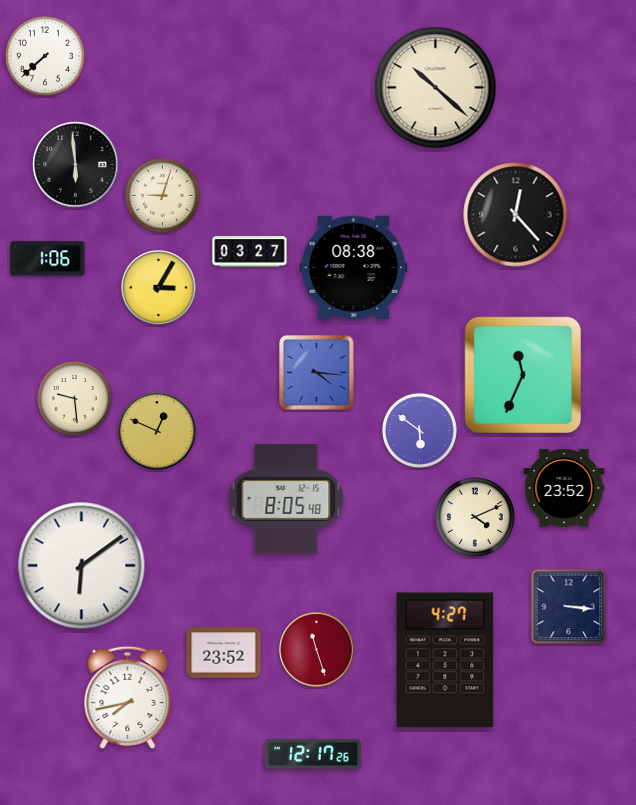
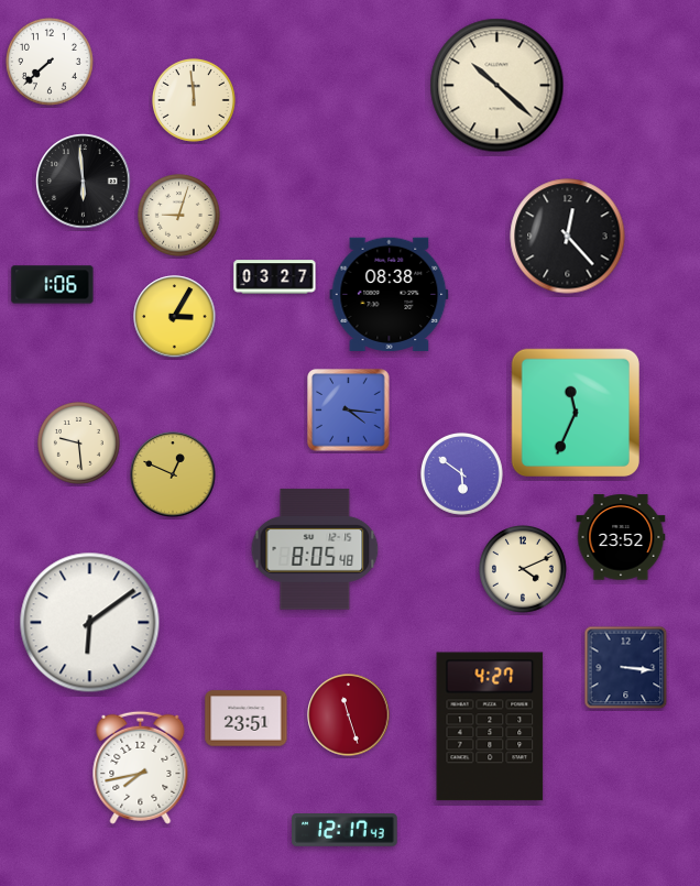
clock at (436, 88) position: (436, 88) -> (497, 86)
clock at (194, 100): none -> 11:59
clock at (74, 398) position: (74, 398) -> (78, 442)
clock at (224, 653): 23:52 -> 23:51
clock at (313, 755): 12:17:26 -> 12:17:43
